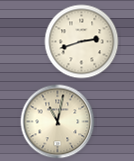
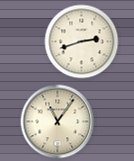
clock at (58, 122): 11:02 -> 11:06
